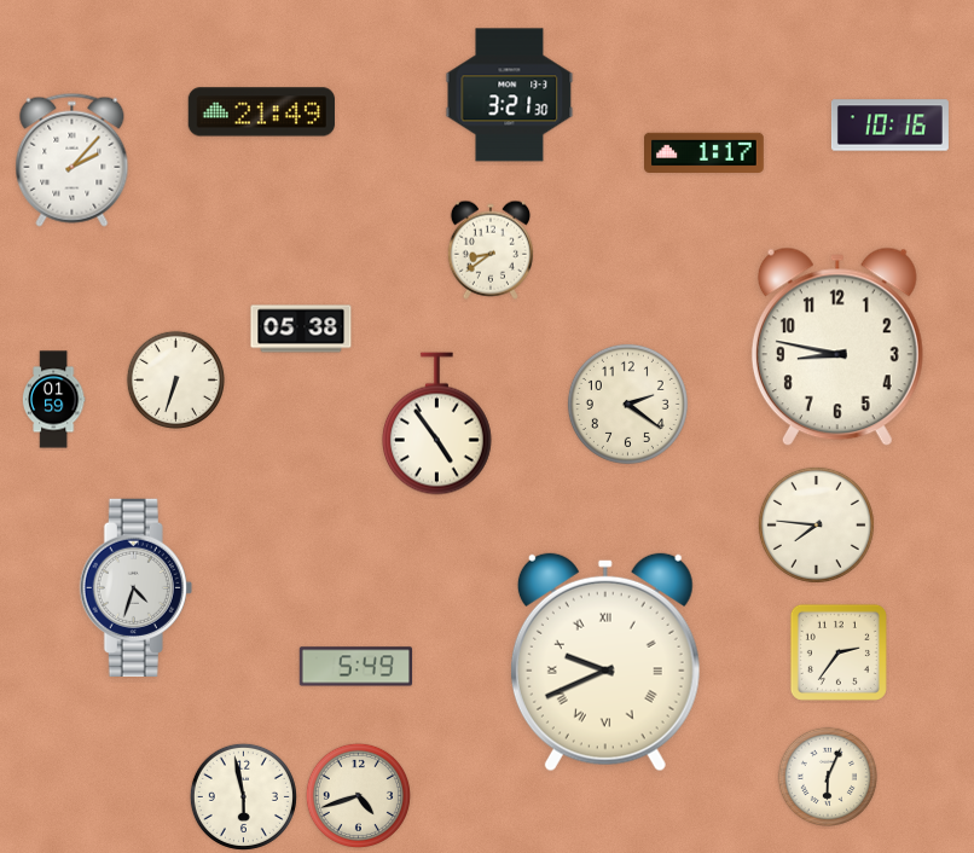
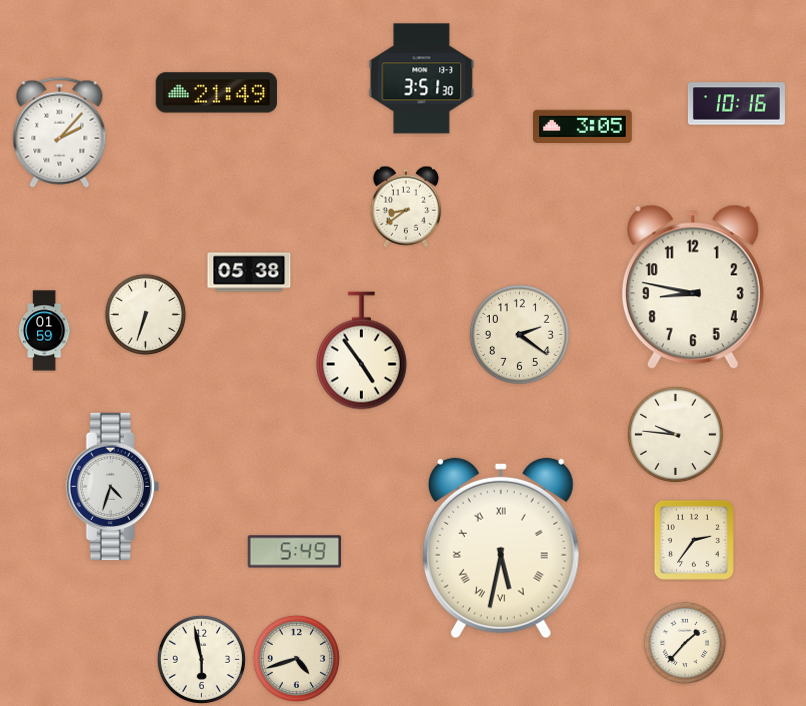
clock at (510, 95): 3:21 -> 3:51
clock at (705, 152): 1:17 -> 3:05
clock at (816, 524): 7:46 -> 9:46
clock at (605, 662): 9:41 -> 5:32
clock at (827, 776): 6:04 -> 1:37
